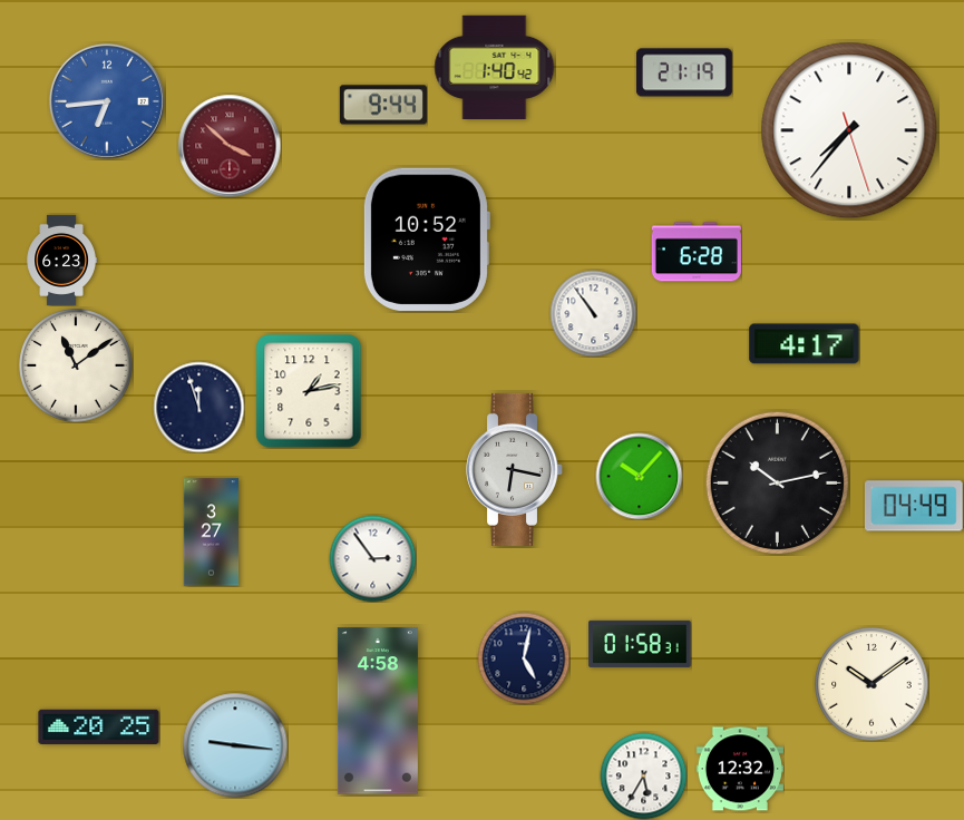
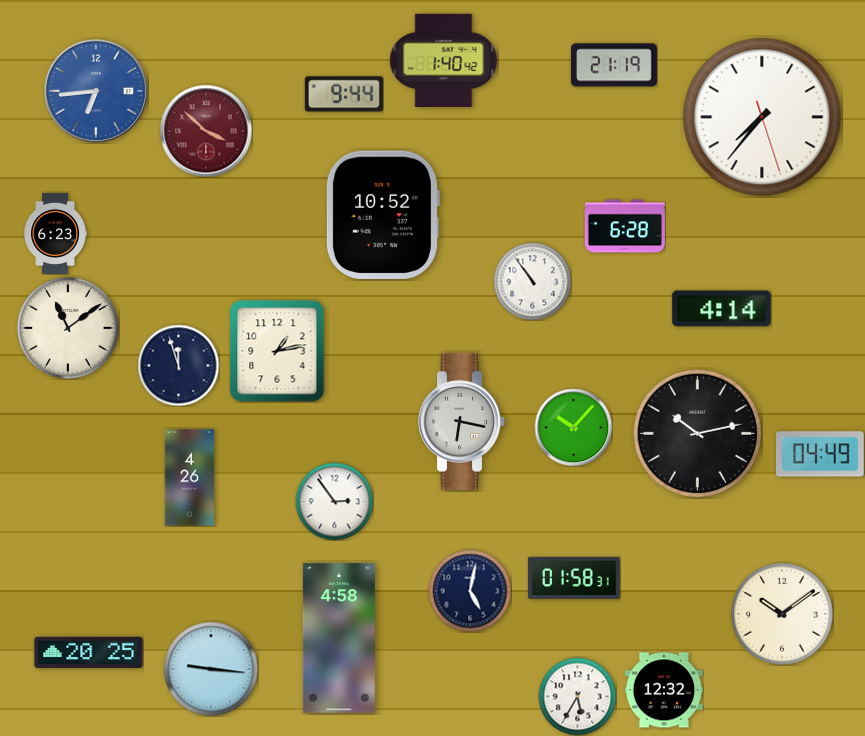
clock at (805, 344): 4:17 -> 4:14
clock at (212, 533): 3:27 -> 4:26
